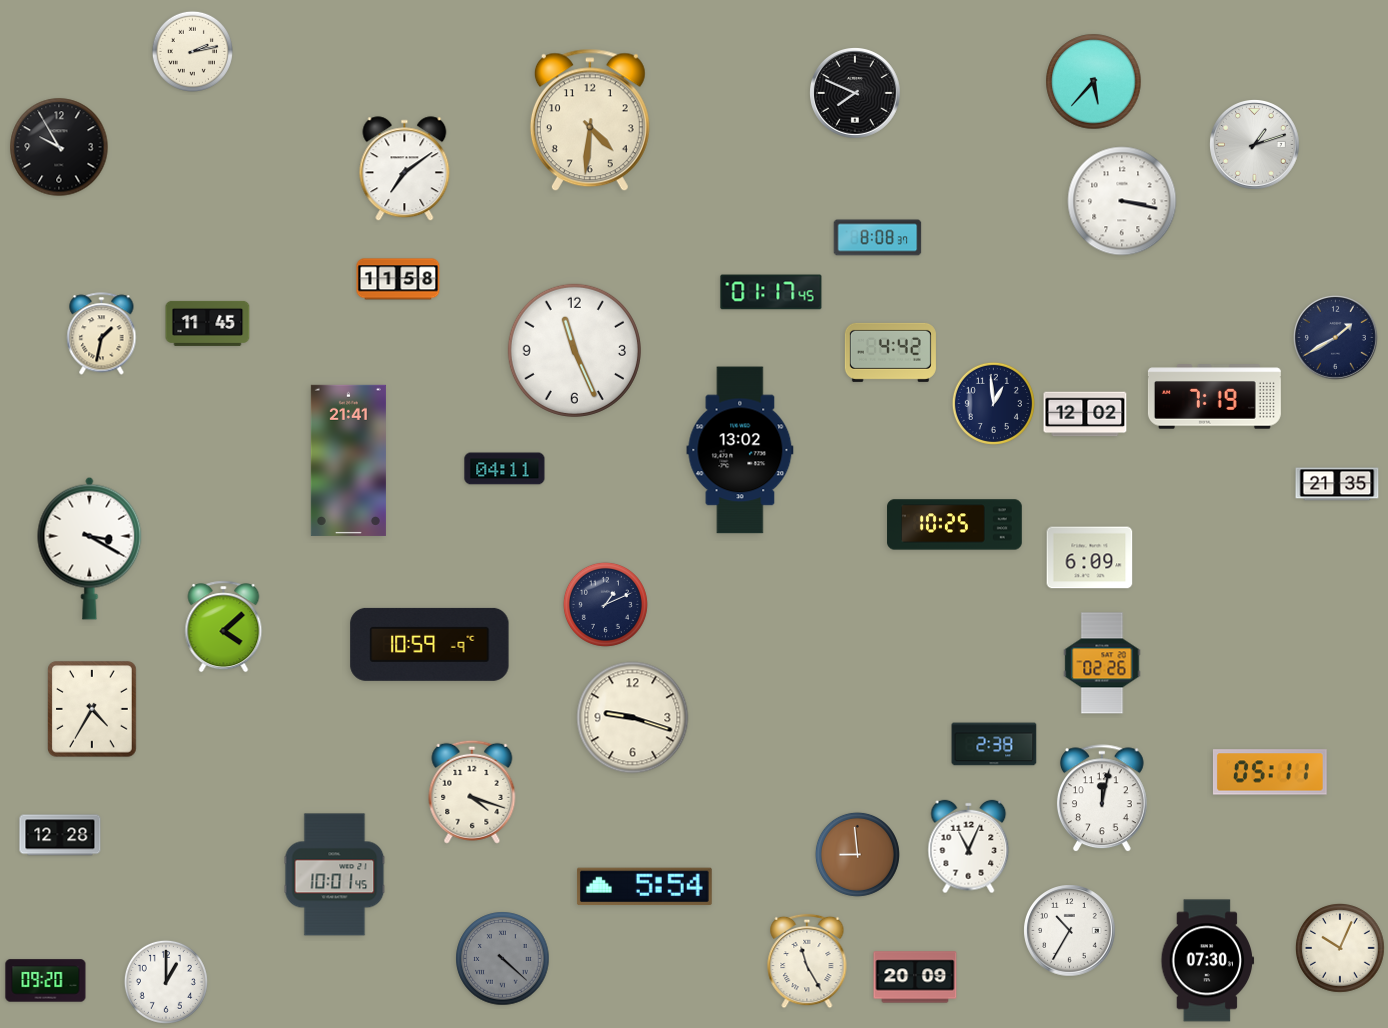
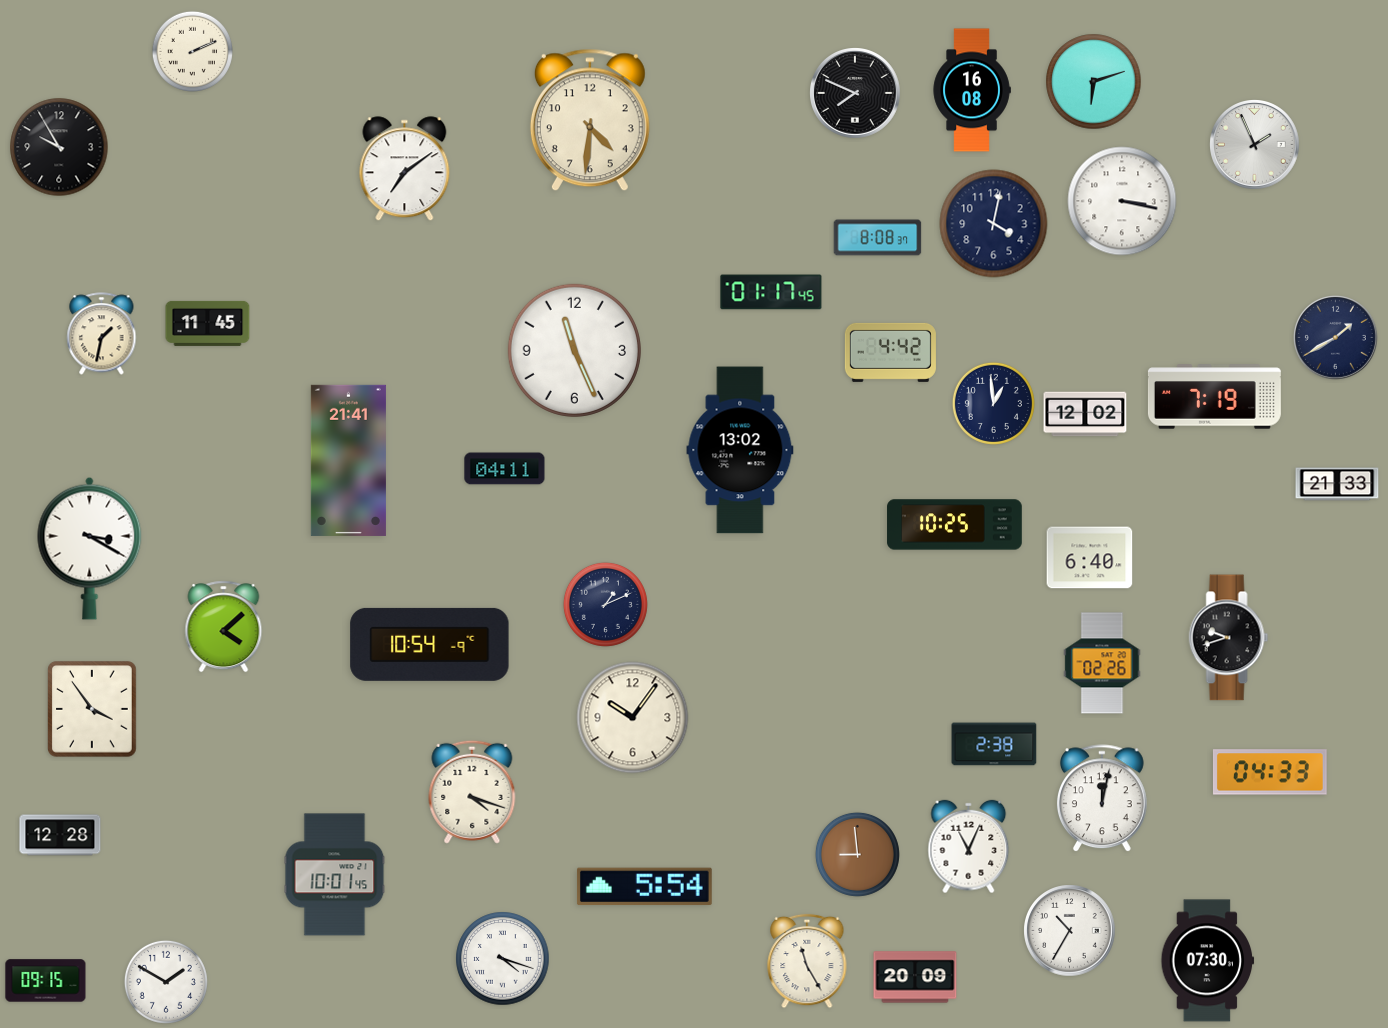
clock at (192, 51): 2:13 -> 2:11
clock at (1094, 82): 5:37 -> 6:12
clock at (972, 90): none -> 16:08
clock at (1255, 145): 1:12 -> 1:56
clock at (994, 224): none -> 4:02
clock at (398, 279): 11:58 -> none
clock at (1337, 484): 21:35 -> 21:33
clock at (1090, 558): 6:09 -> 6:40
clock at (1229, 638): none -> 9:42
clock at (430, 644): 10:59 -> 10:54
clock at (92, 709): 4:35 -> 3:54
clock at (633, 718): 9:18 -> 10:06
clock at (1270, 772): 05:11 -> 04:33
clock at (1341, 949): 10:04 -> none
clock at (503, 959): 4:22 -> 4:18
clock at (503, 959) dial: grey -> white
clock at (46, 981): 09:20 -> 09:15
clock at (166, 982): 1:00 -> 1:50
